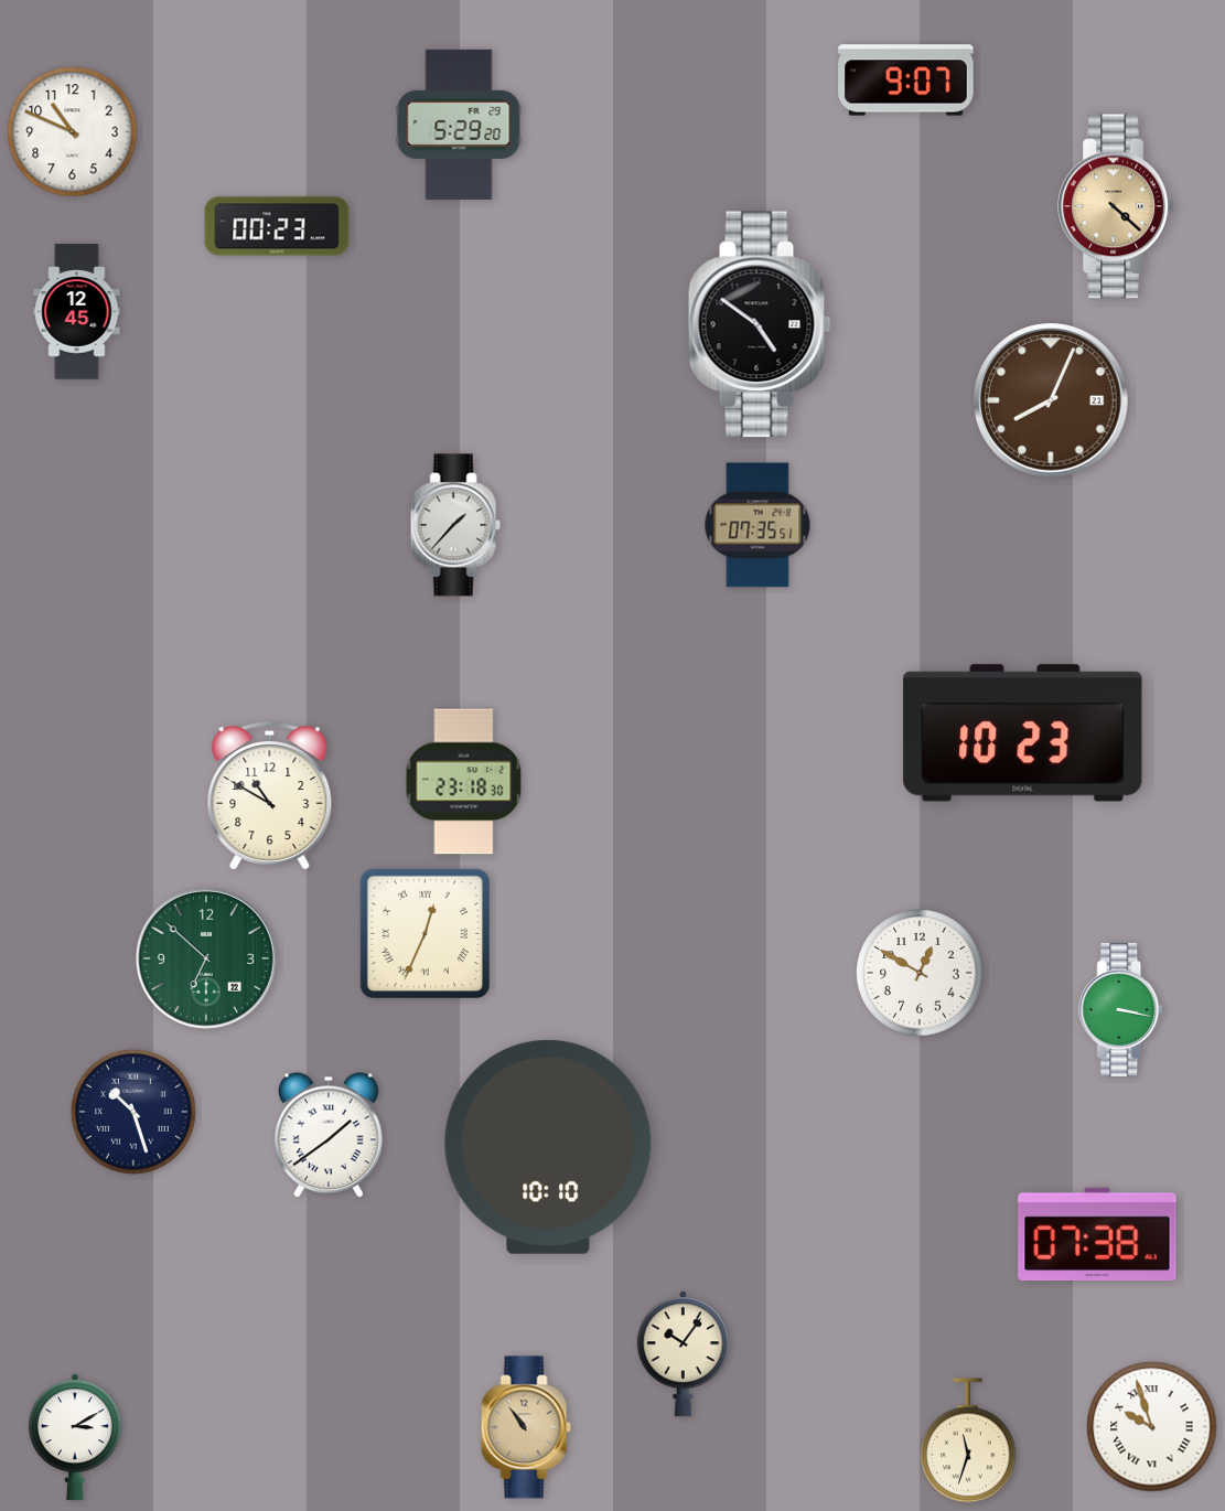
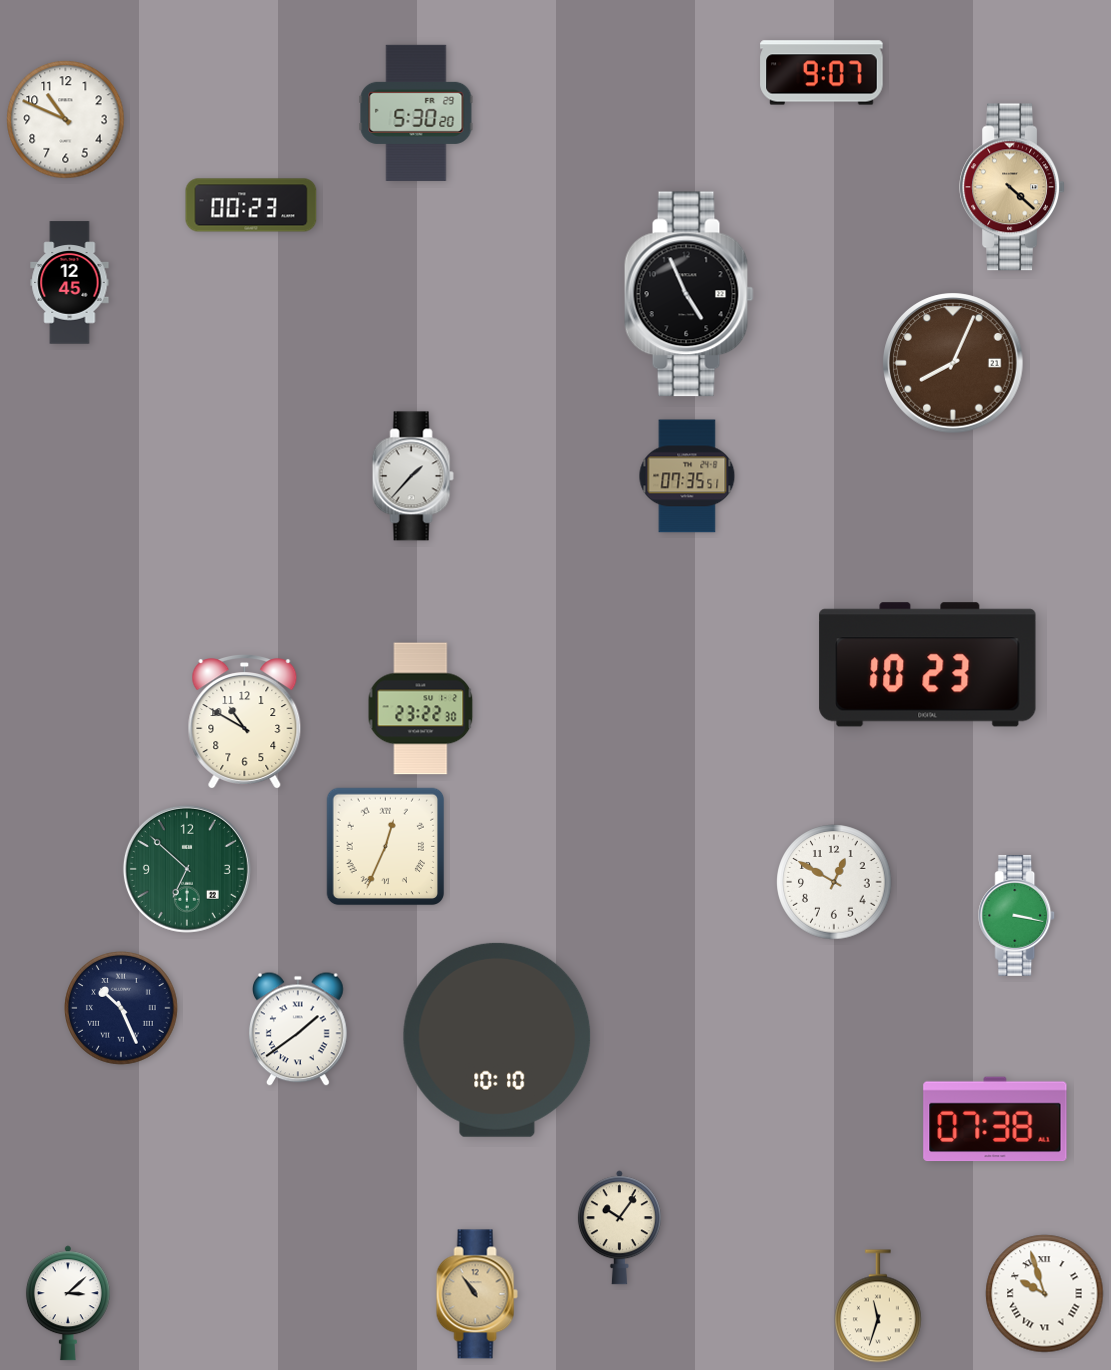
clock at (459, 125): 5:29 -> 5:30
clock at (760, 324): 4:51 -> 4:56
clock at (464, 782): 23:18 -> 23:22
clock at (133, 1112): 10:27 -> 10:26
clock at (75, 1437): 3:10 -> 3:08
